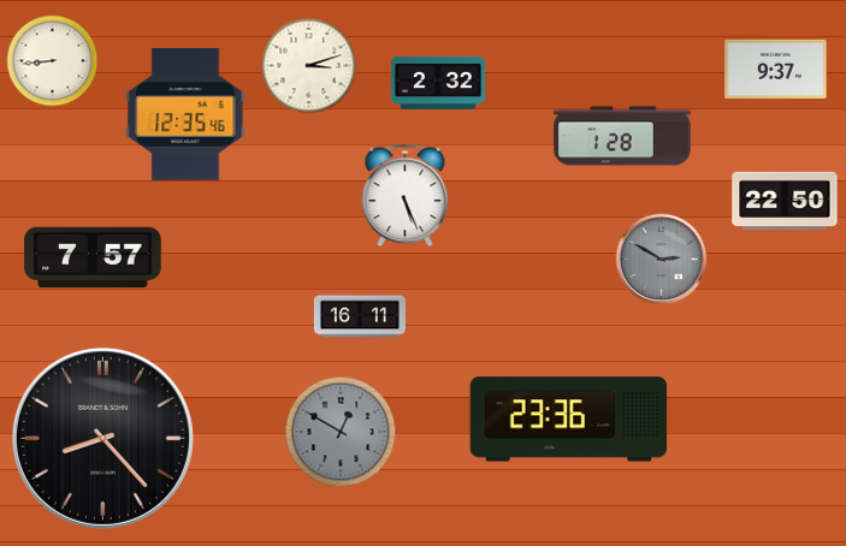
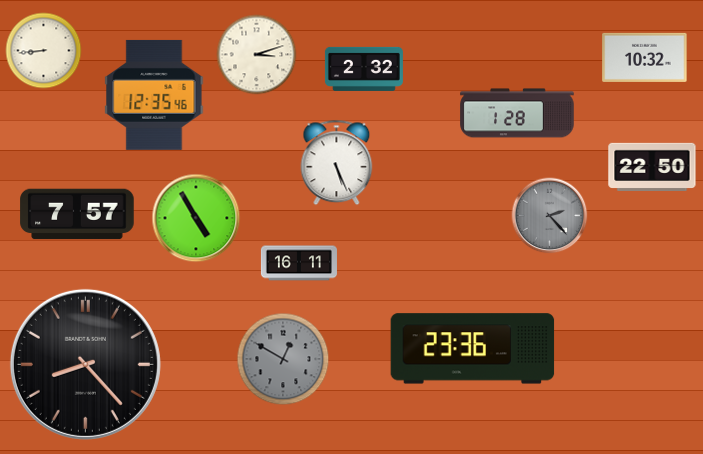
clock at (776, 69): 9:37 -> 10:32
clock at (662, 260): 2:50 -> 2:23
clock at (196, 218): none -> 4:55
